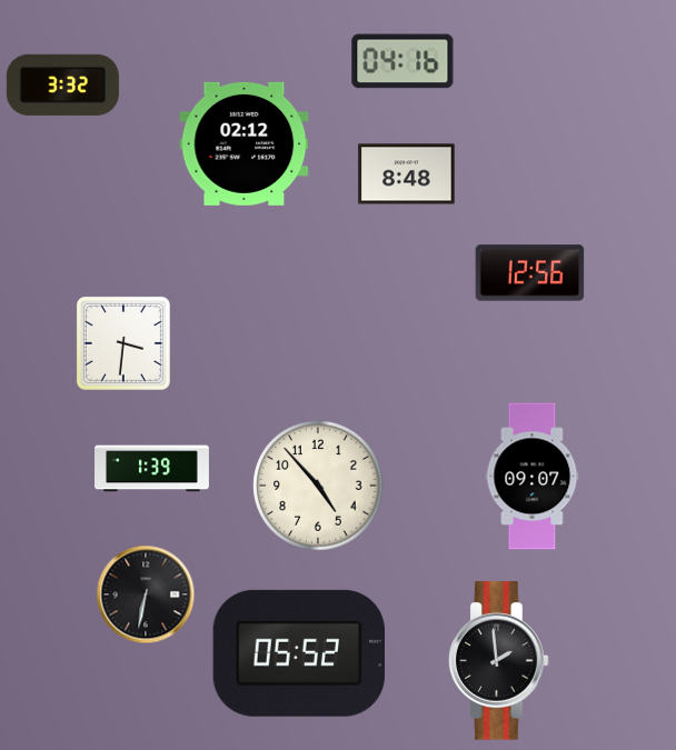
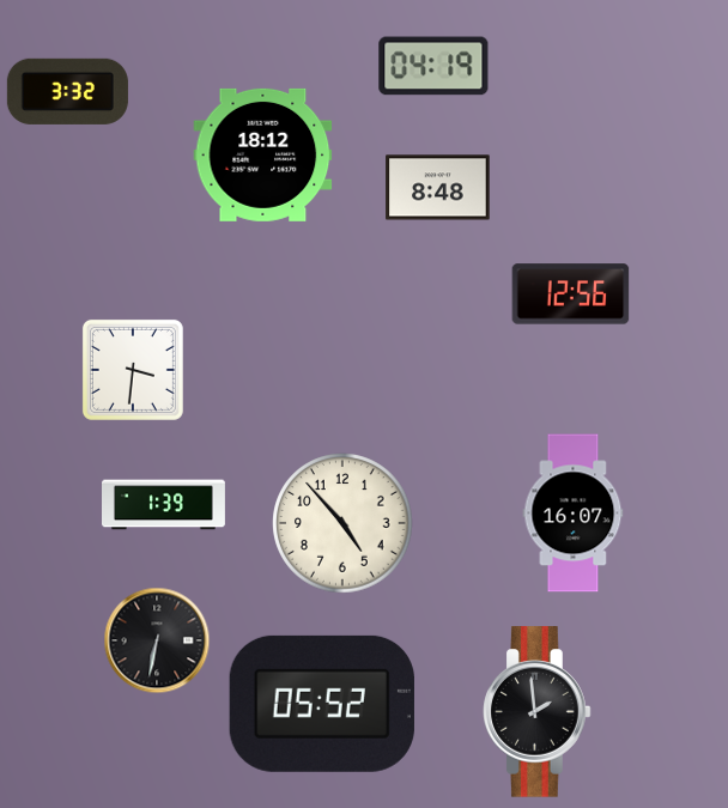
clock at (402, 61): 04:16 -> 04:19
clock at (245, 143): 02:12 -> 18:12
clock at (533, 477): 09:07 -> 16:07
